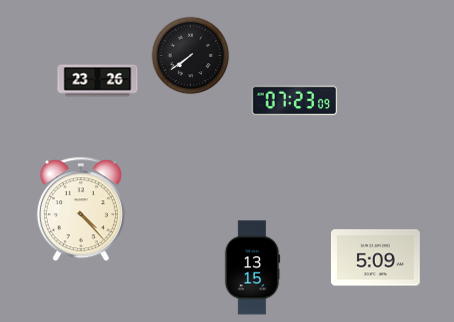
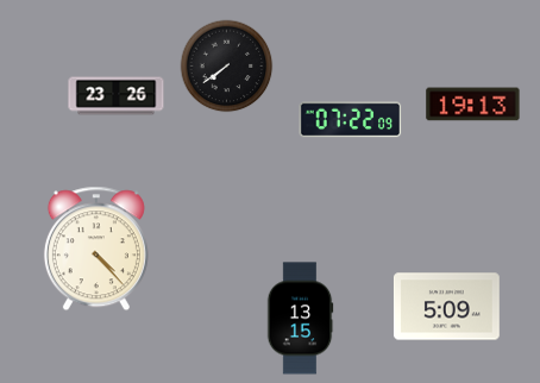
clock at (473, 105): none -> 19:13
clock at (295, 101): 07:23 -> 07:22
